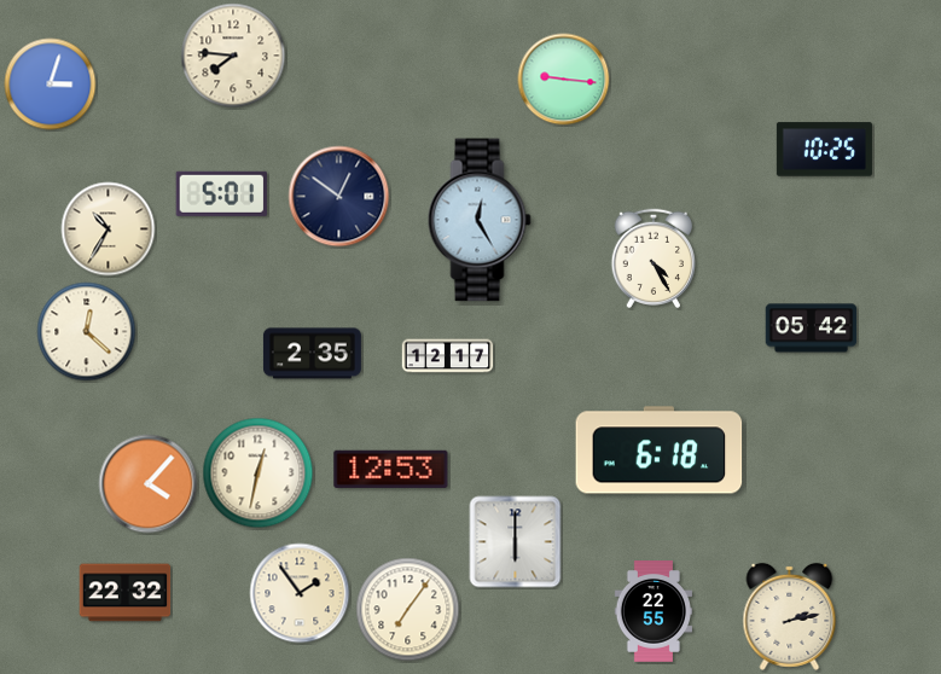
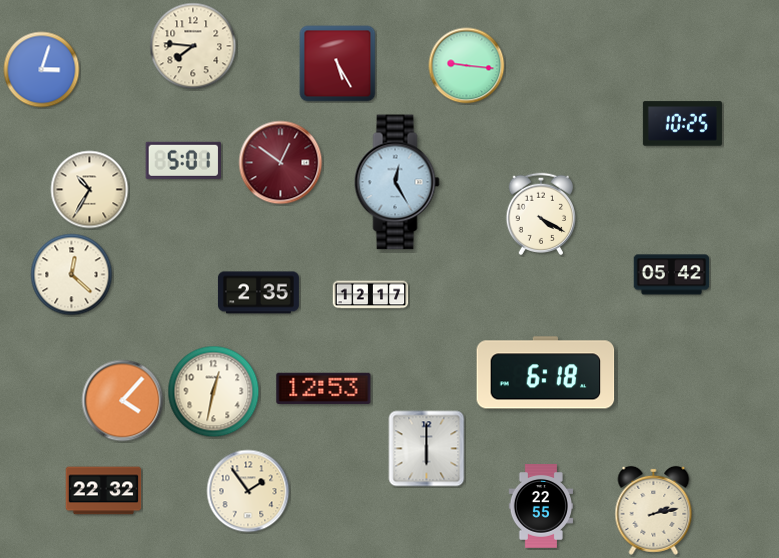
clock at (338, 64): none -> 5:25
clock at (339, 197) dial: navy -> burgundy
clock at (652, 257): 4:25 -> 4:20
clock at (812, 329) position: (812, 329) -> (672, 275)
clock at (408, 610): 7:06 -> none
